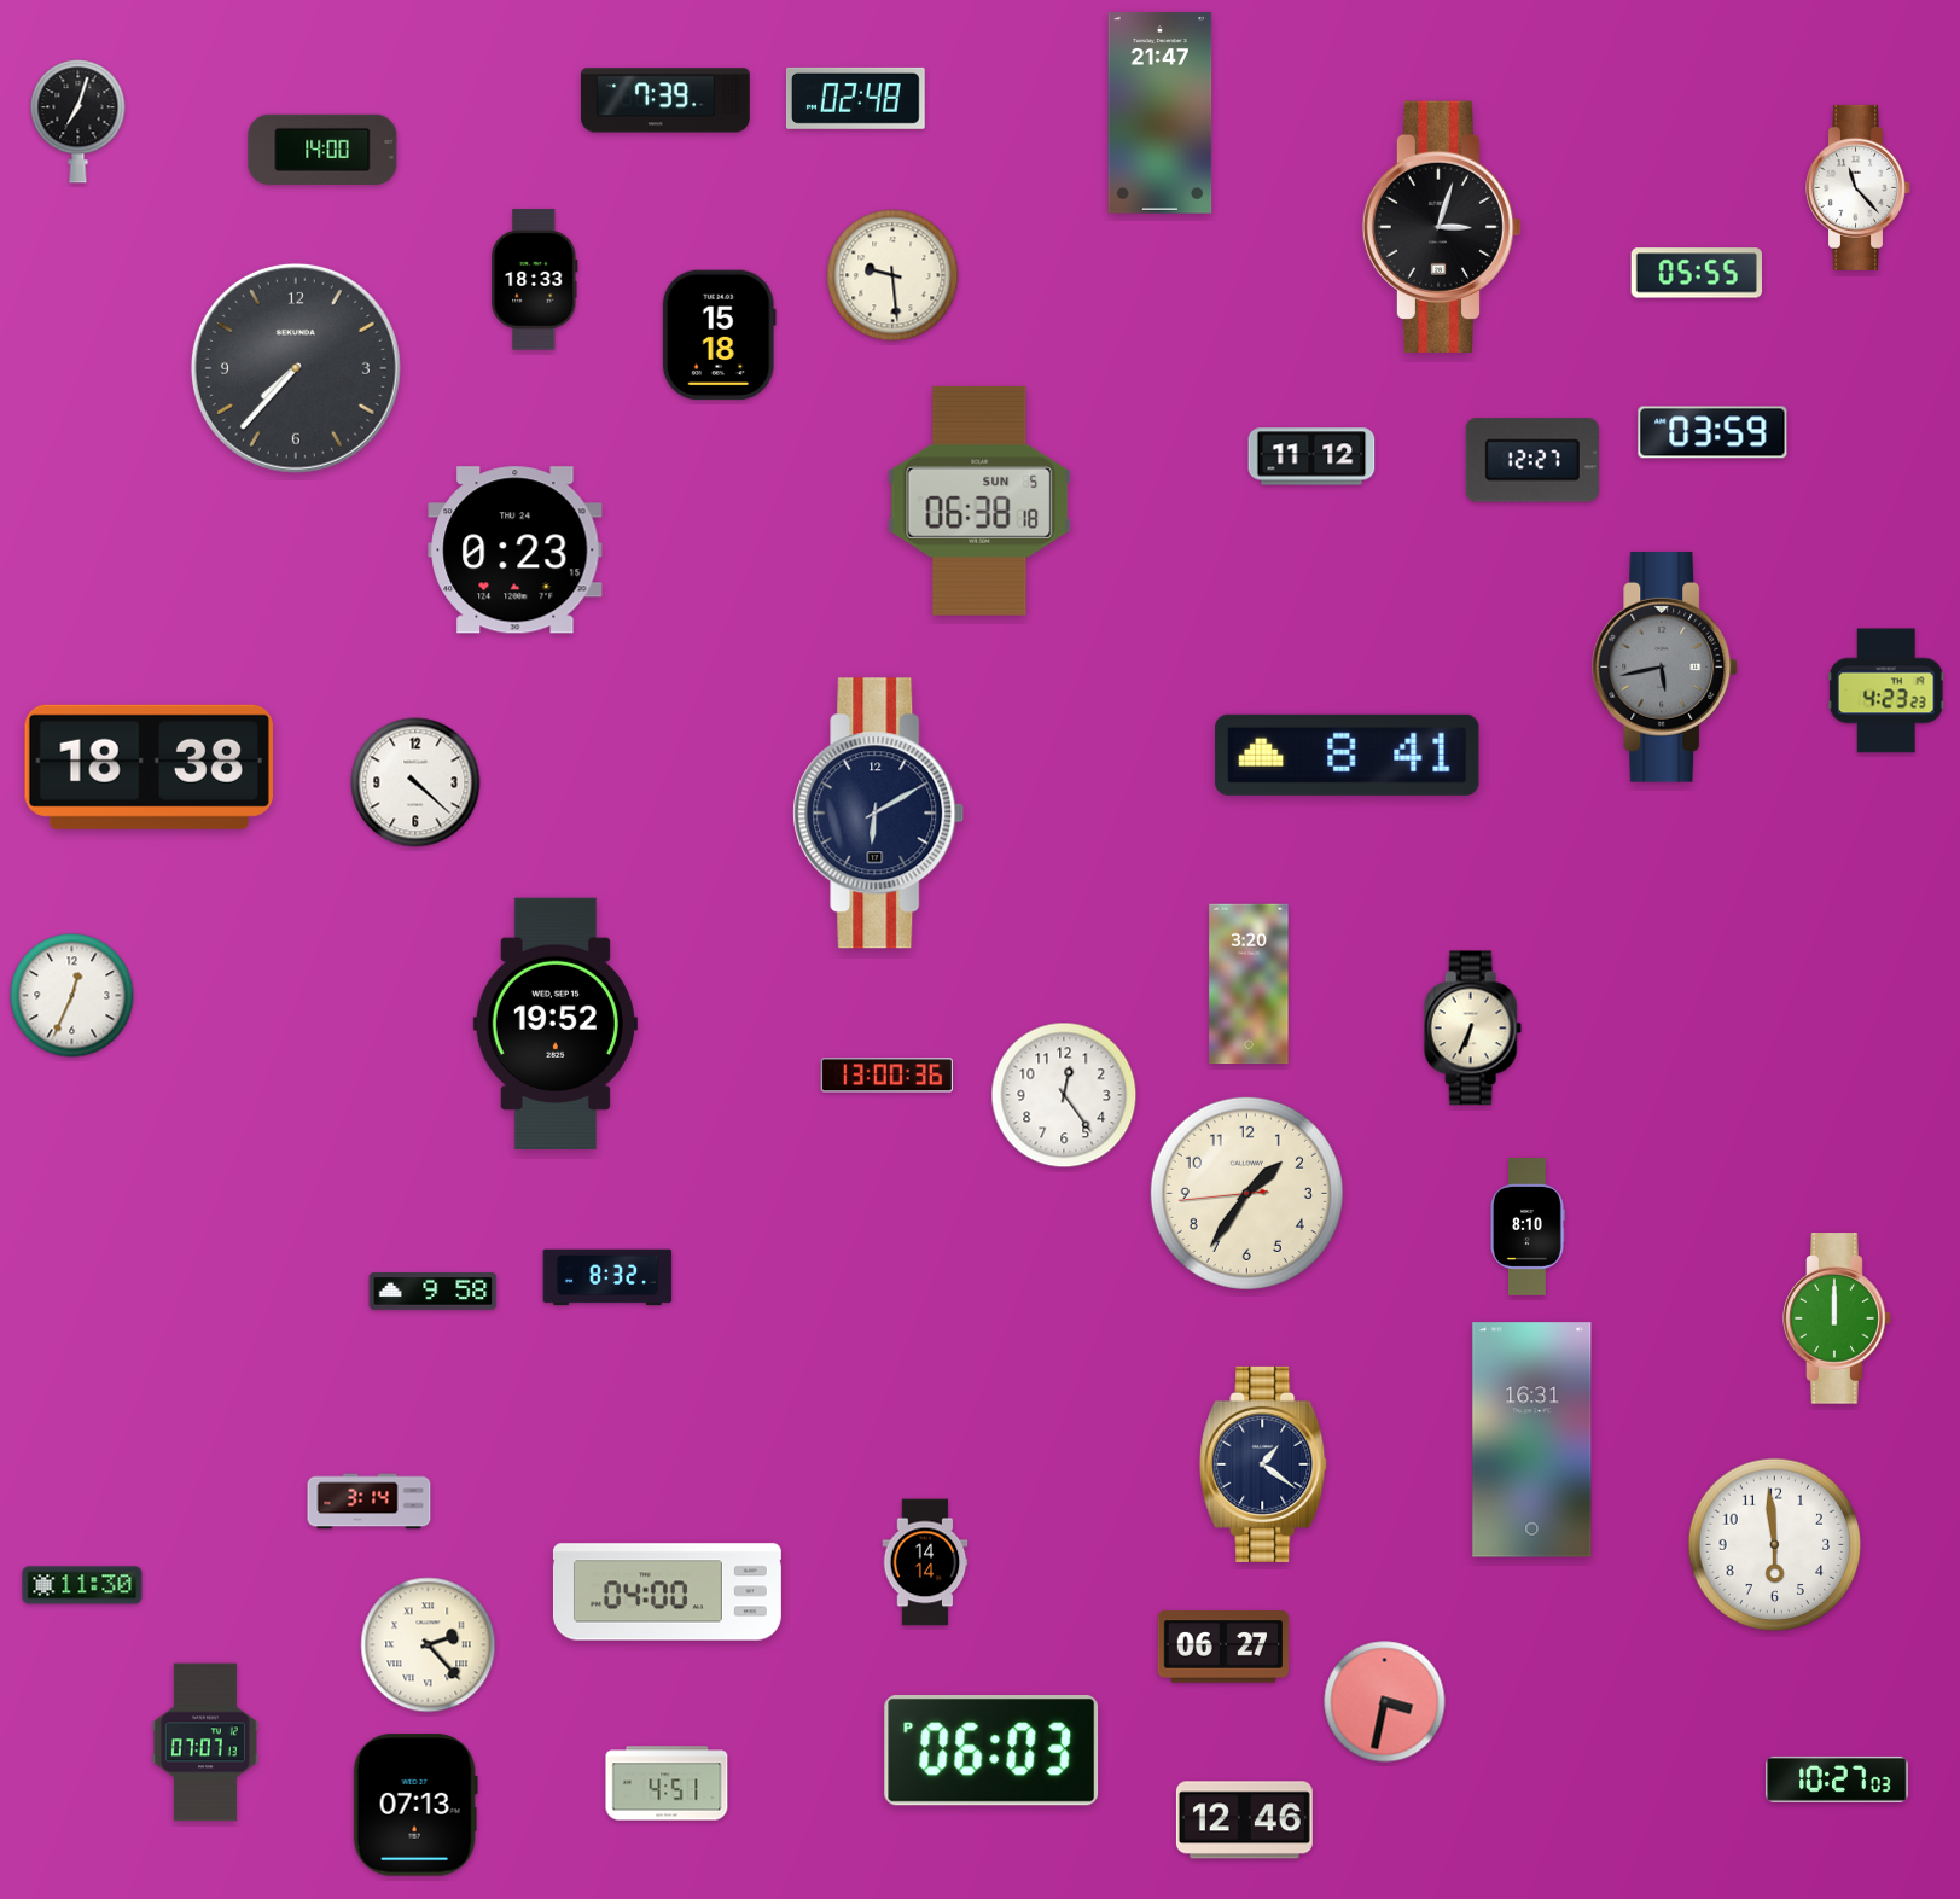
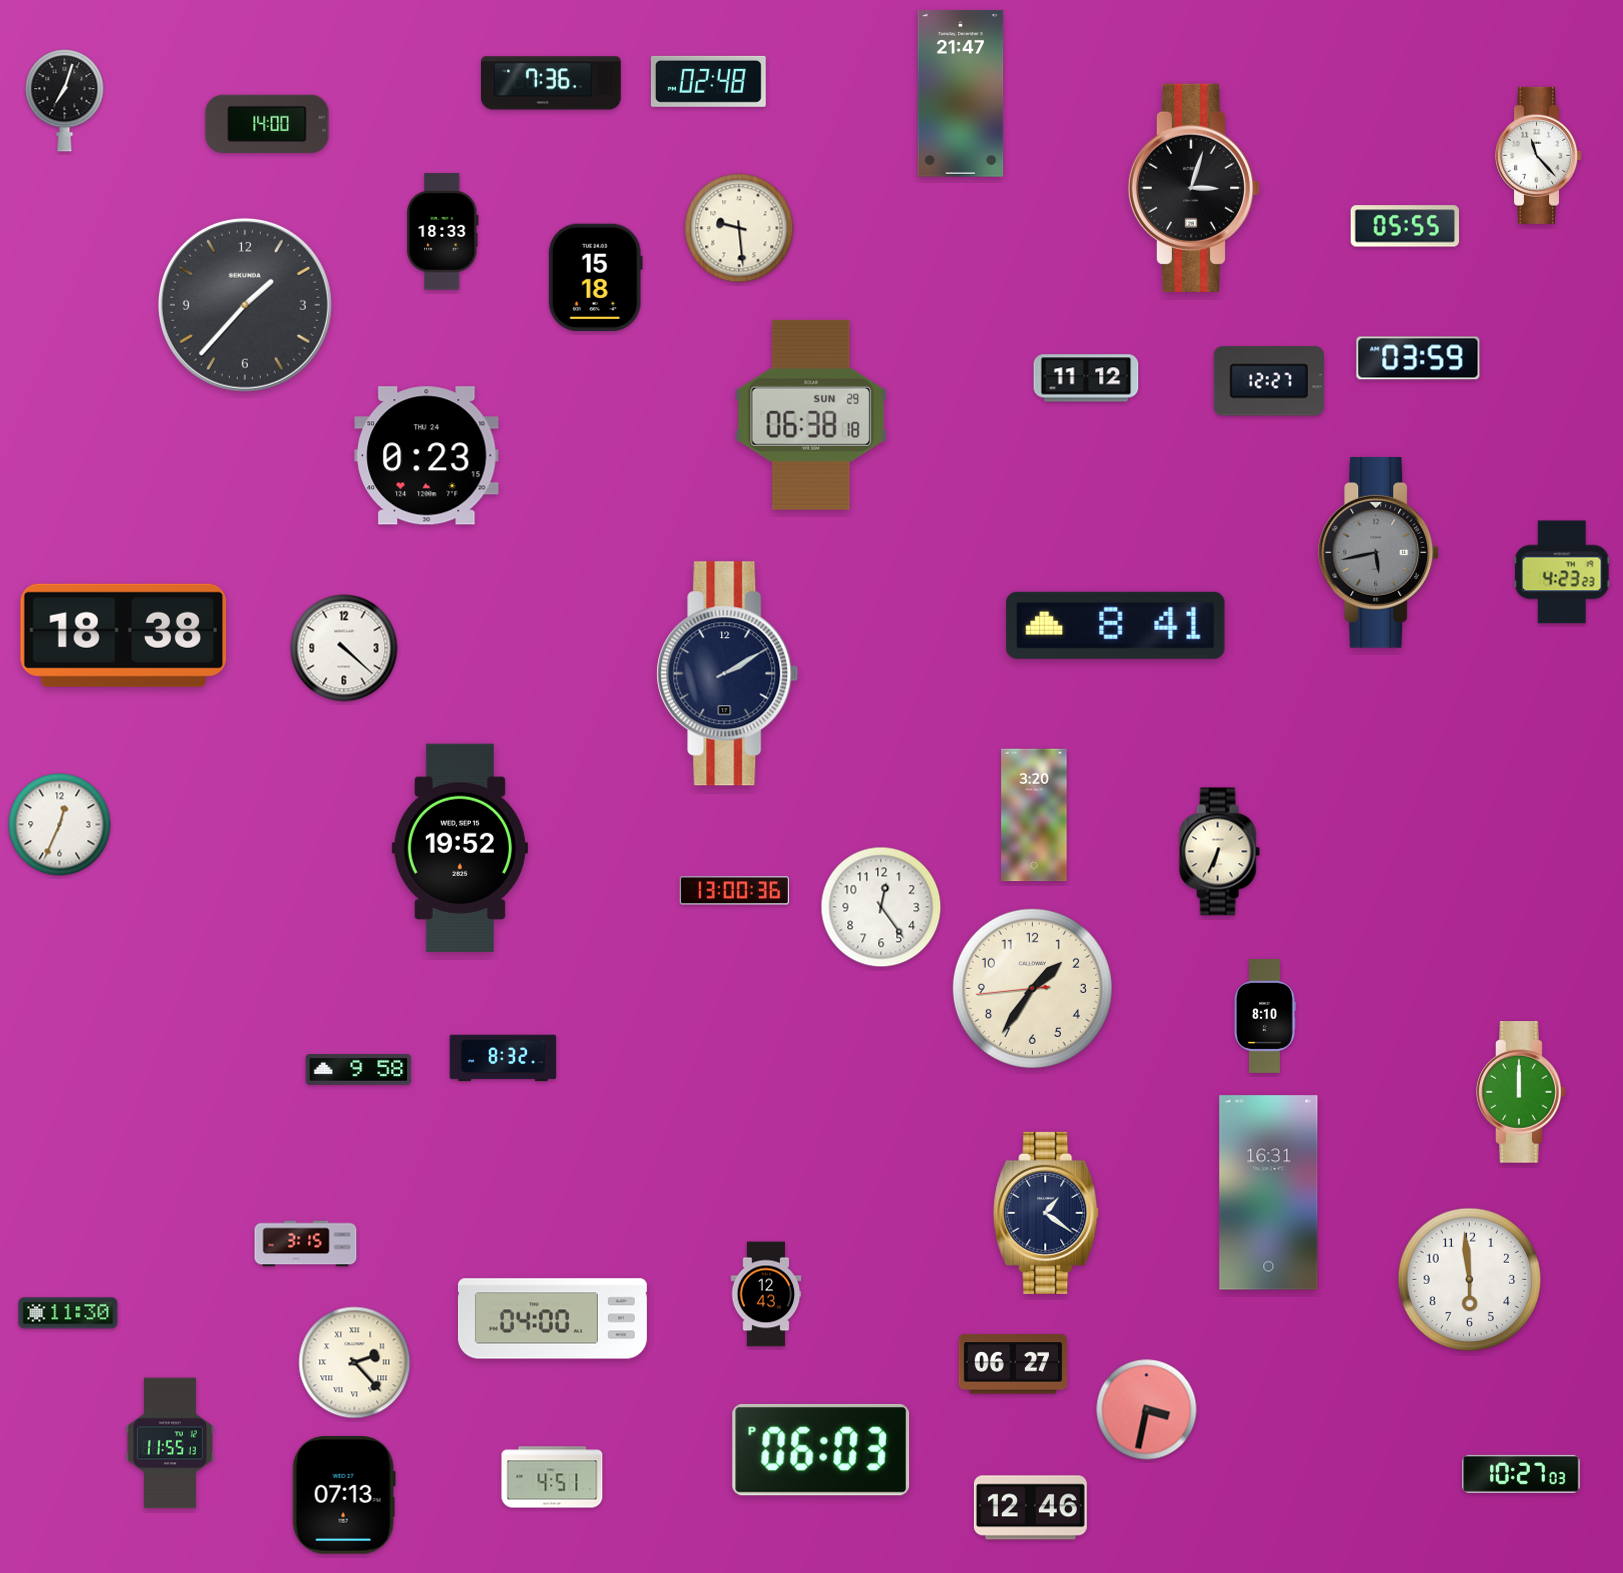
clock at (665, 100): 7:39 -> 7:36
clock at (296, 368): 7:37 -> 1:37
clock at (979, 501) date: SUN 5 -> SUN 29
clock at (879, 814): 6:10 -> 2:10
clock at (370, 1502): 3:14 -> 3:15
clock at (925, 1562): 14:14 -> 12:43
clock at (205, 1742): 07:07 -> 11:55
